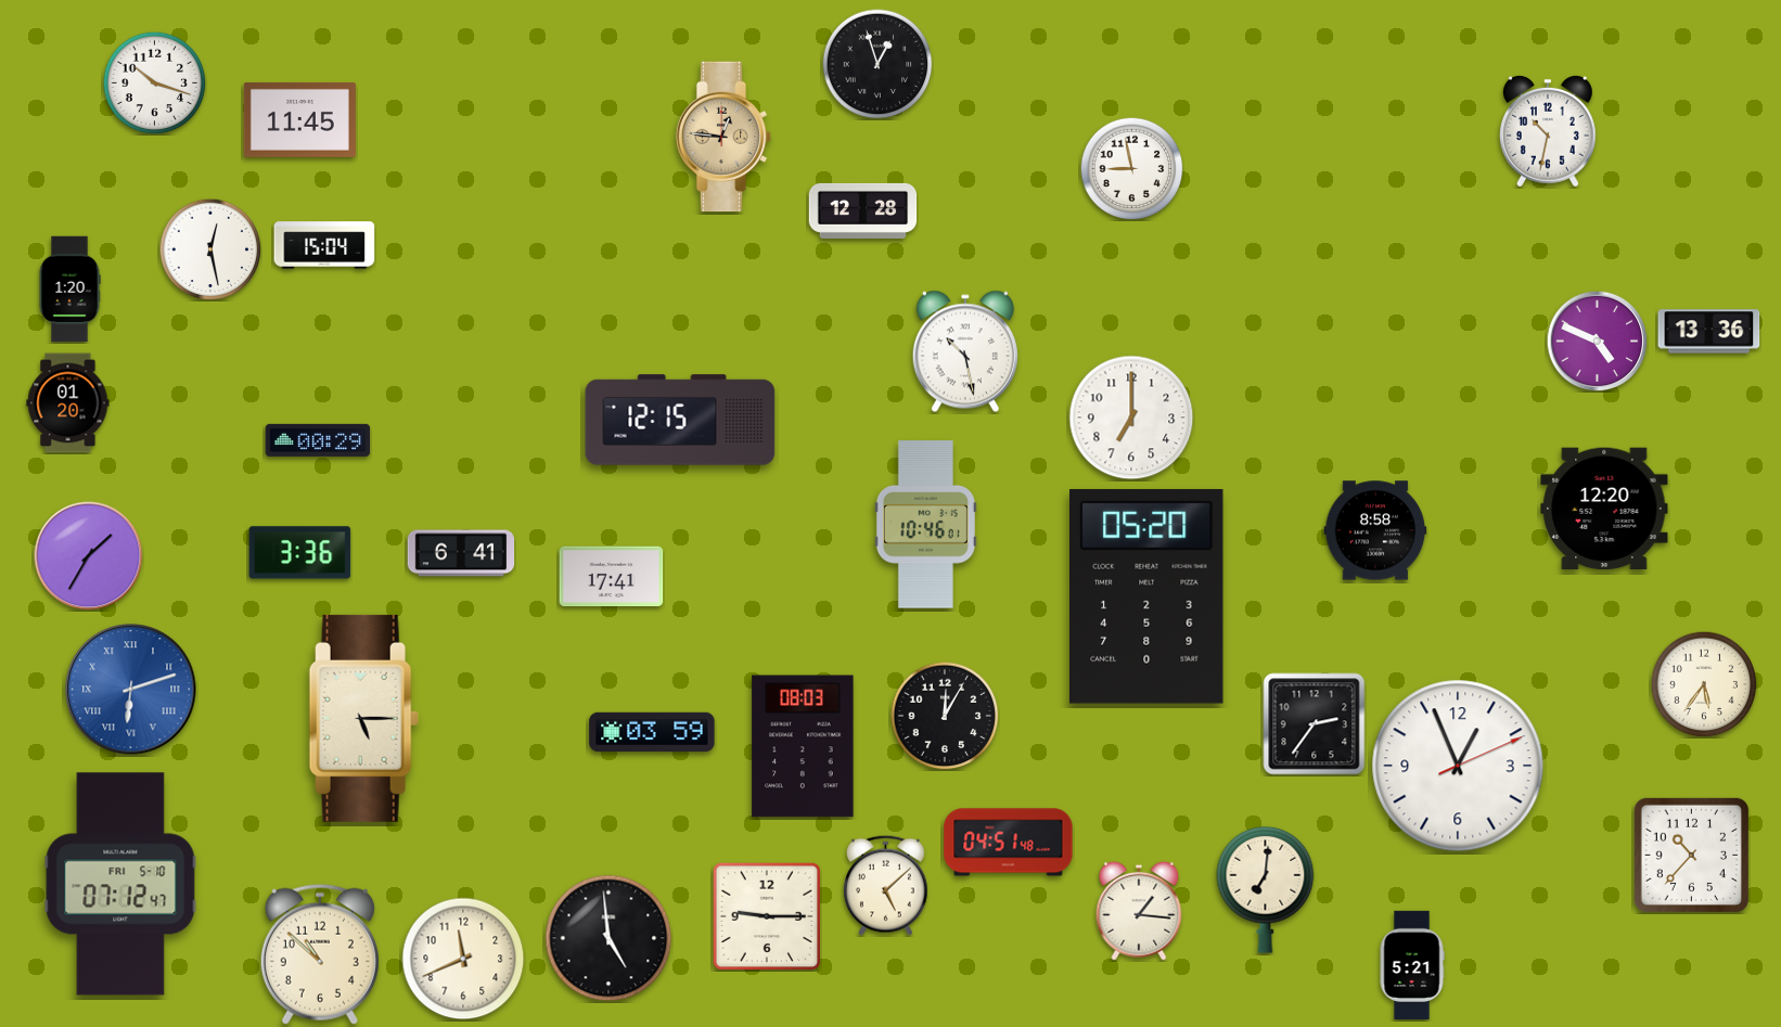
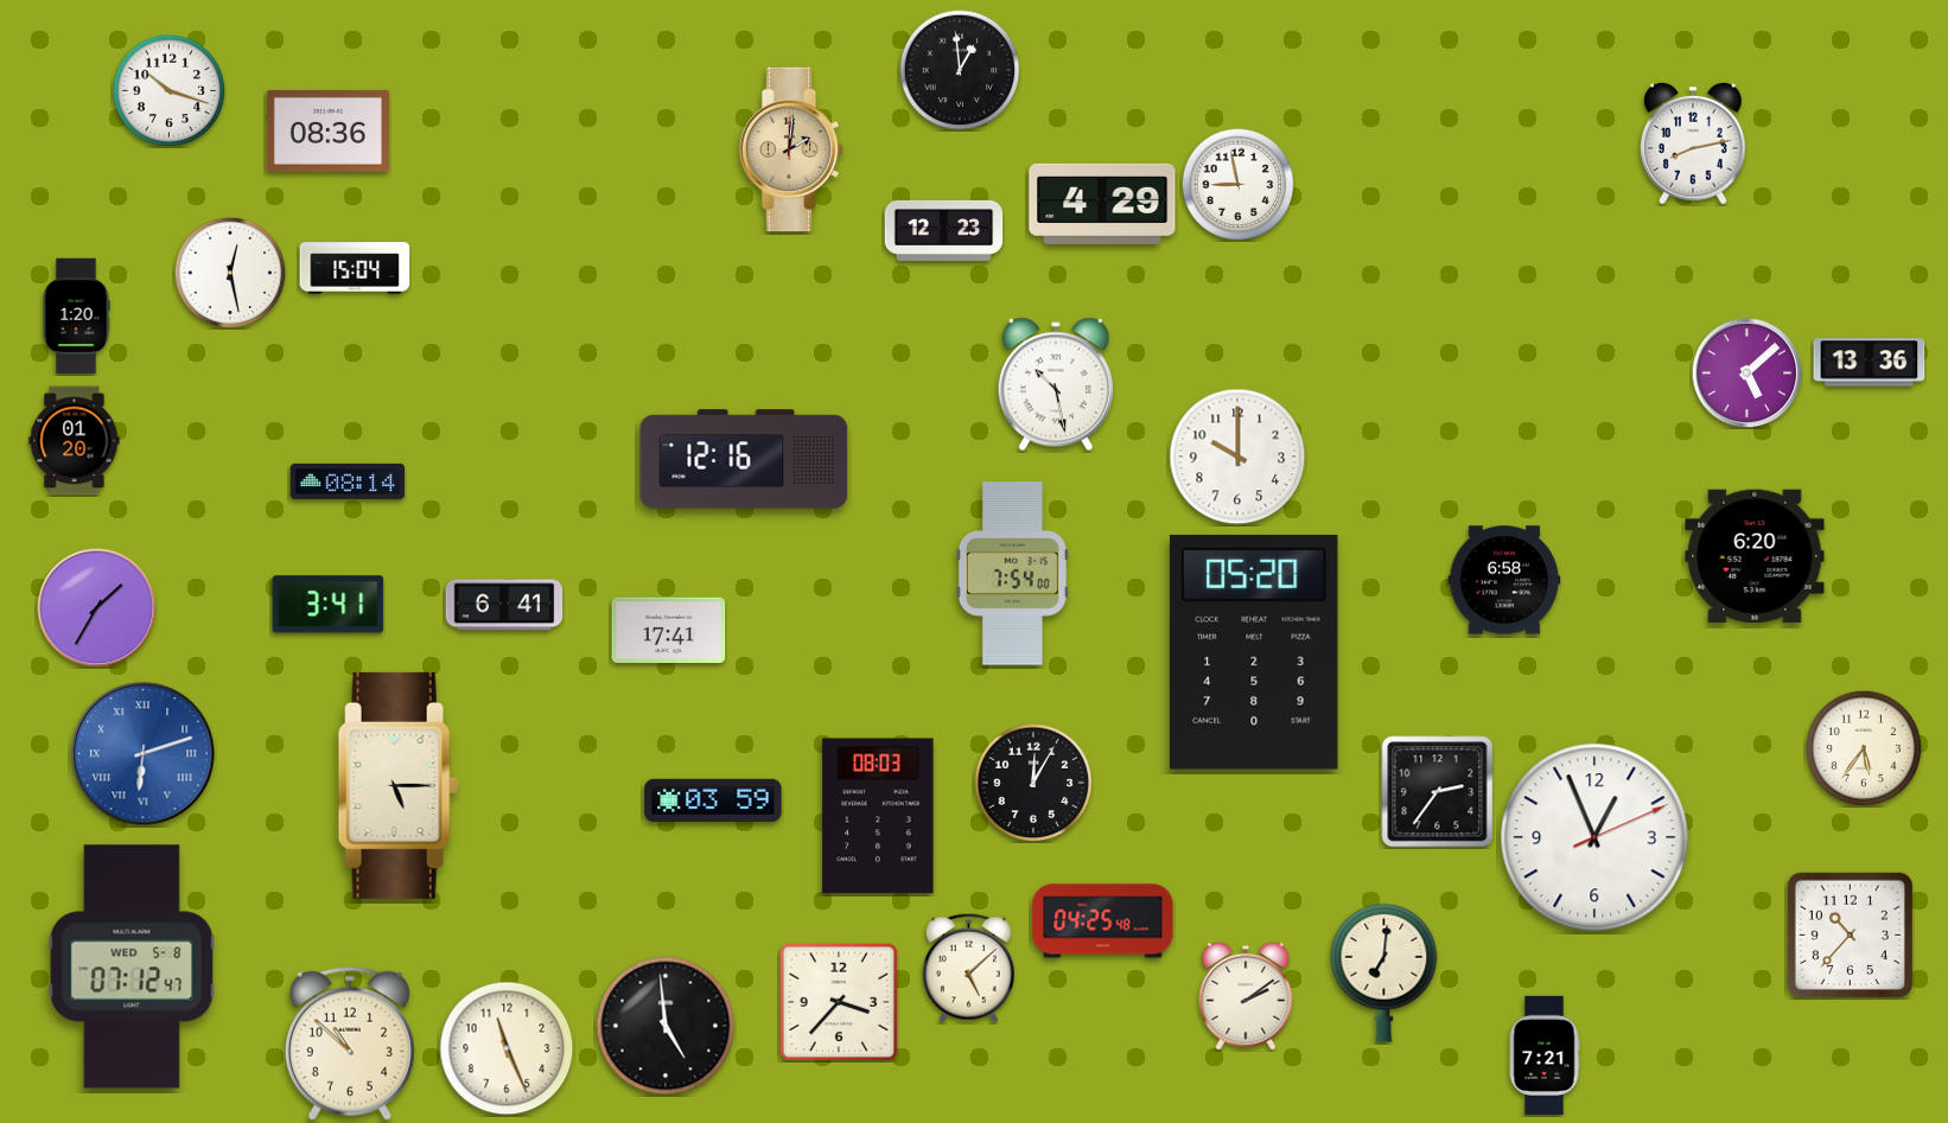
clock at (877, 64): 12:57 -> 12:59
clock at (299, 119): 11:45 -> 08:36
clock at (1548, 131): 10:32 -> 8:13
clock at (723, 137): 12:46 -> 2:01
clock at (1102, 204): none -> 4:29
clock at (863, 210): 12:28 -> 12:23
clock at (1597, 341): 4:49 -> 5:08
clock at (1131, 418): 7:00 -> 10:00
clock at (680, 420): 12:15 -> 12:16
clock at (318, 440): 00:29 -> 08:14
clock at (1604, 508): 12:20 -> 6:20
clock at (925, 525): 10:46 -> 7:54
clock at (1375, 530): 8:58 -> 6:58
clock at (300, 553): 3:36 -> 3:41
clock at (1009, 843): 04:51 -> 04:25
clock at (120, 884) date: FRI 5-10 -> WED 5-8
clock at (1139, 911): 1:16 -> 2:09
clock at (767, 916): 9:15 -> 3:37
clock at (463, 959): 11:41 -> 11:26
clock at (1412, 965): 5:21 -> 7:21
